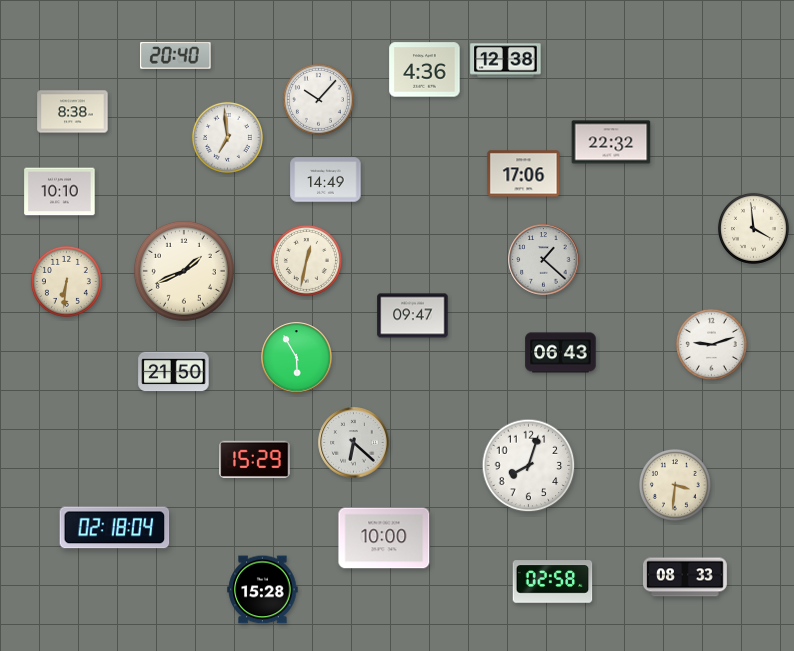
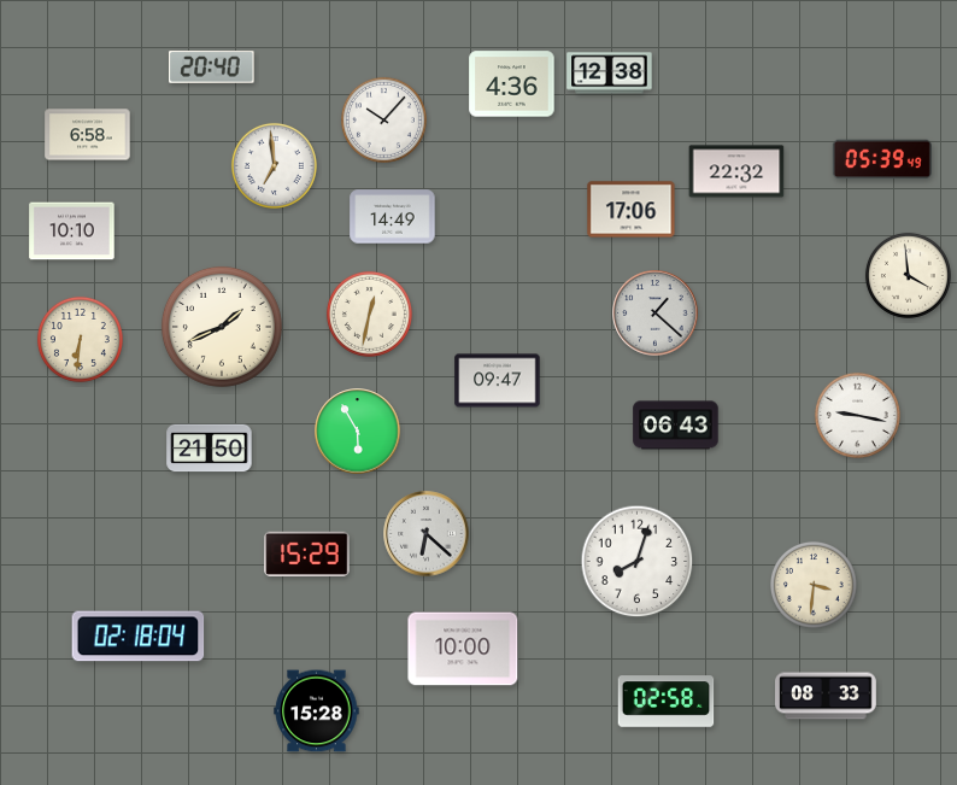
clock at (73, 112): 8:38 -> 6:58
clock at (882, 159): none -> 05:39
clock at (711, 344): 9:12 -> 9:17
